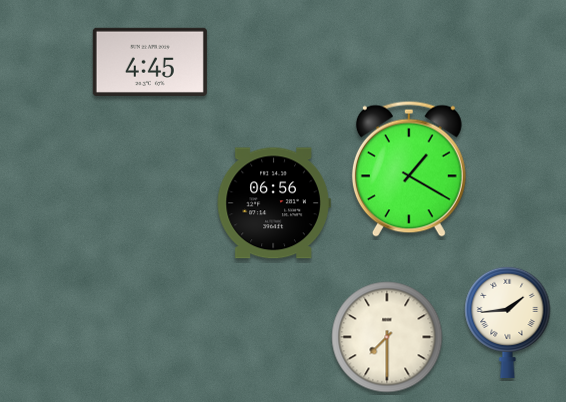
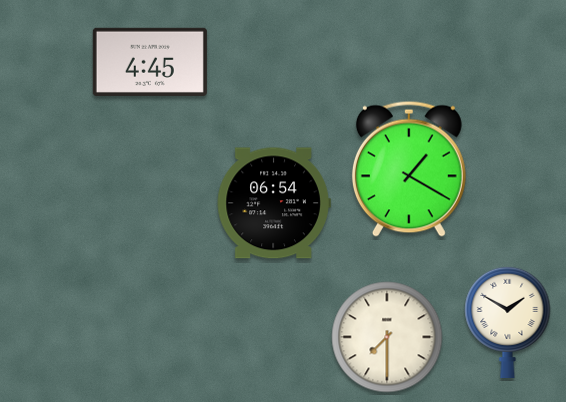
clock at (274, 203): 06:56 -> 06:54
clock at (508, 321): 1:44 -> 1:50
